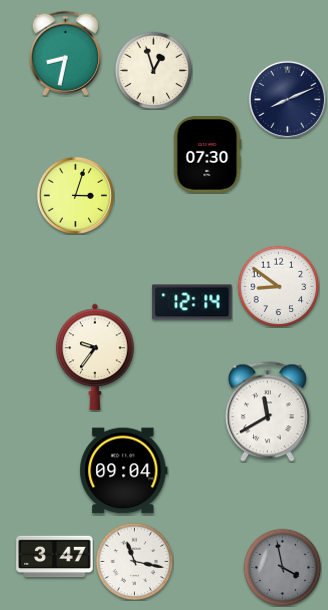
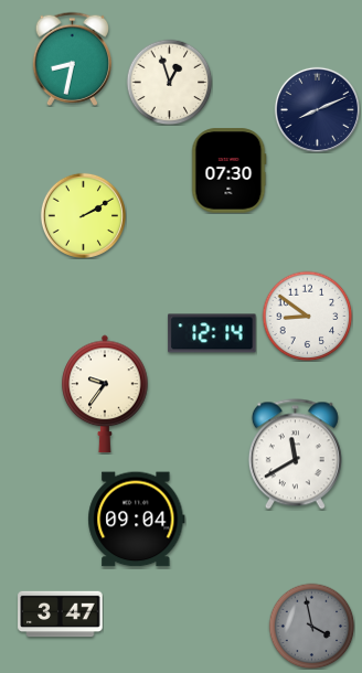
clock at (153, 70) position: (153, 70) -> (169, 82)
clock at (75, 195): 3:03 -> 2:10
clock at (134, 561): 11:17 -> none
